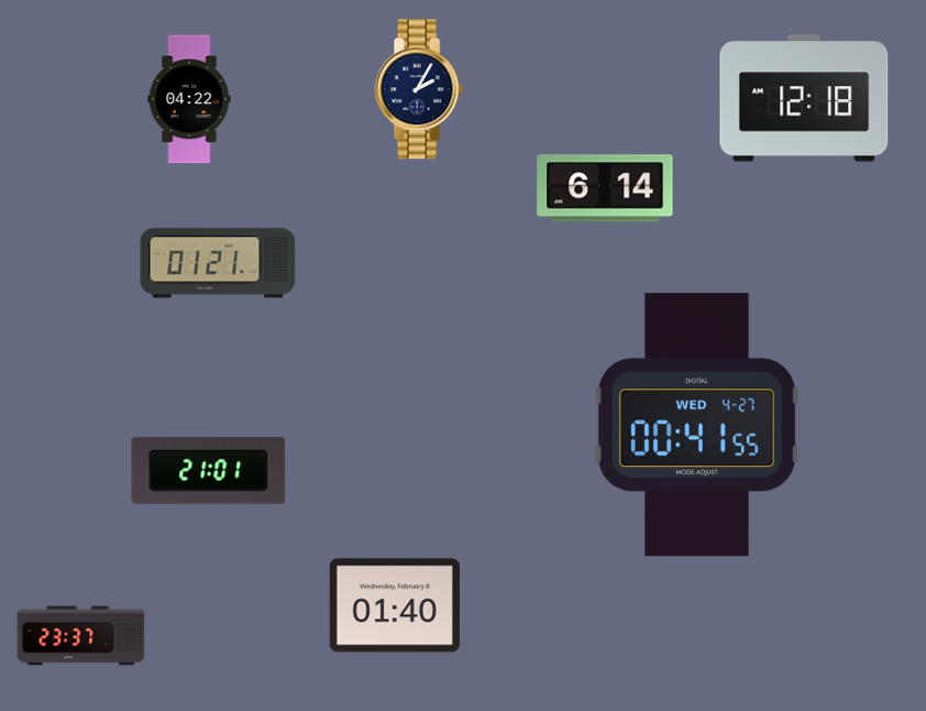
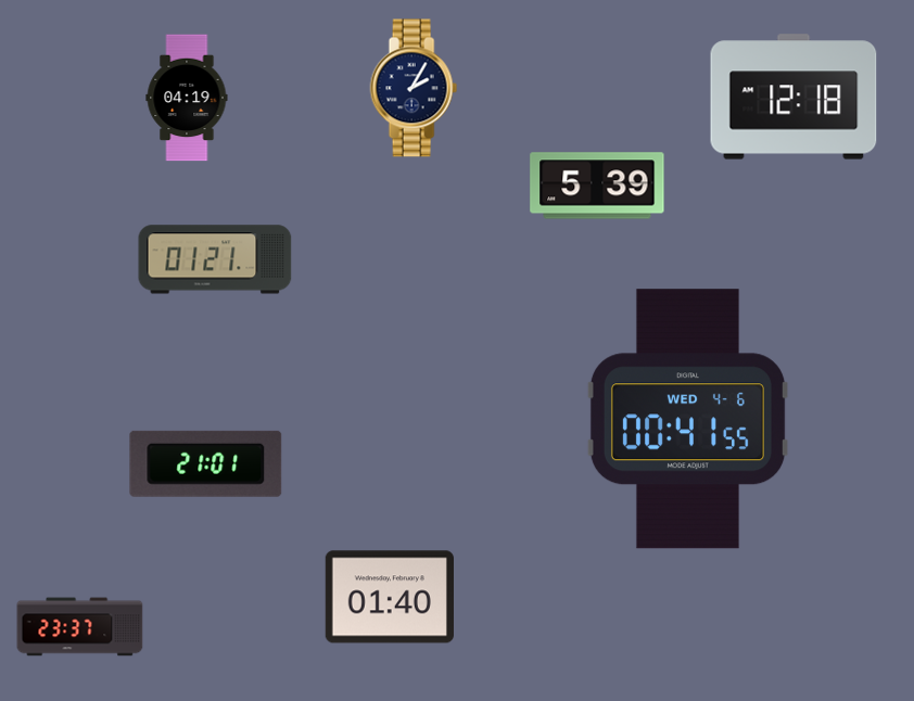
clock at (189, 99): 04:22 -> 04:19
clock at (605, 188): 6:14 -> 5:39
clock at (696, 425) date: WED 4-27 -> WED 4-6
